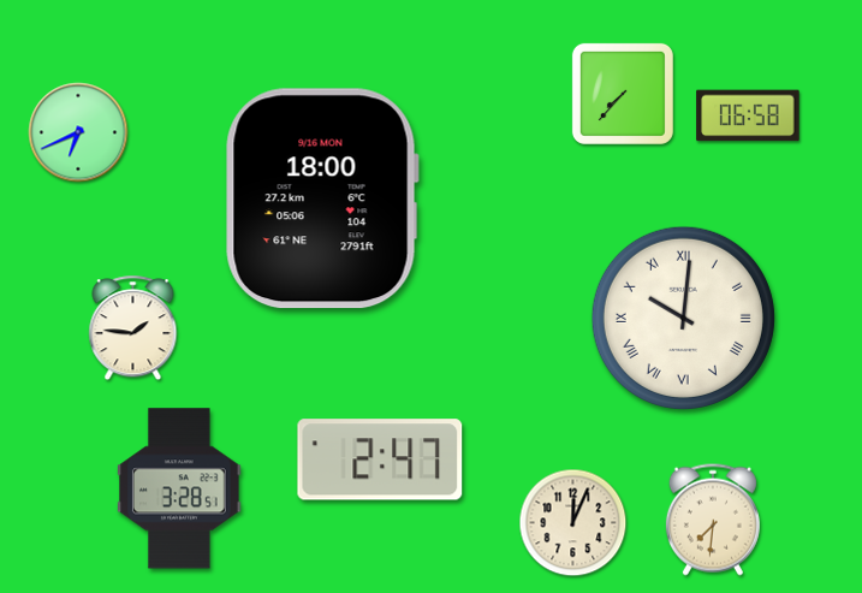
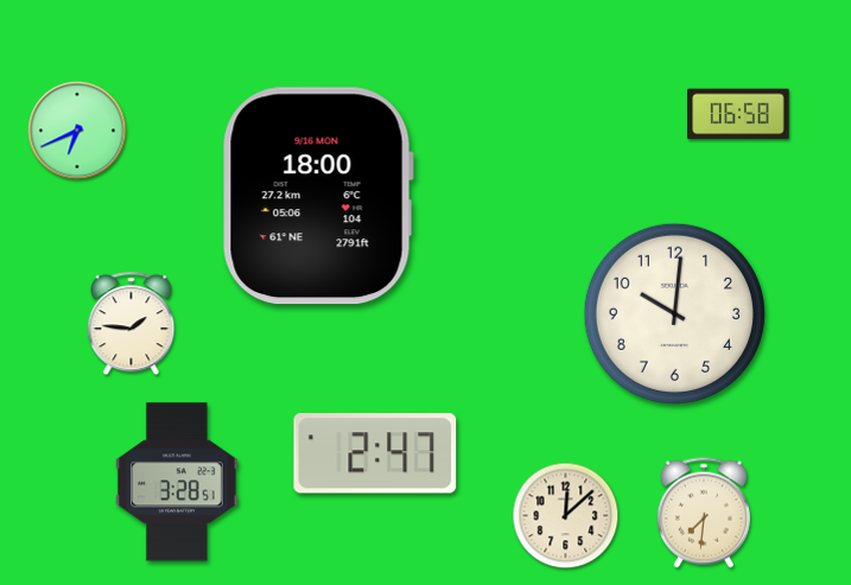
clock at (623, 94): 7:37 -> none
clock at (683, 318) numerals: Roman -> Arabic
clock at (573, 523): 12:04 -> 12:08
